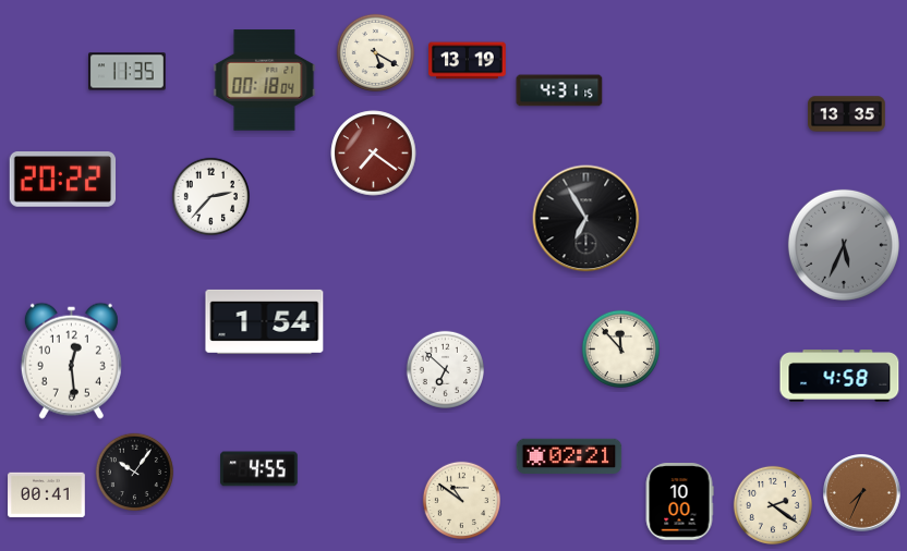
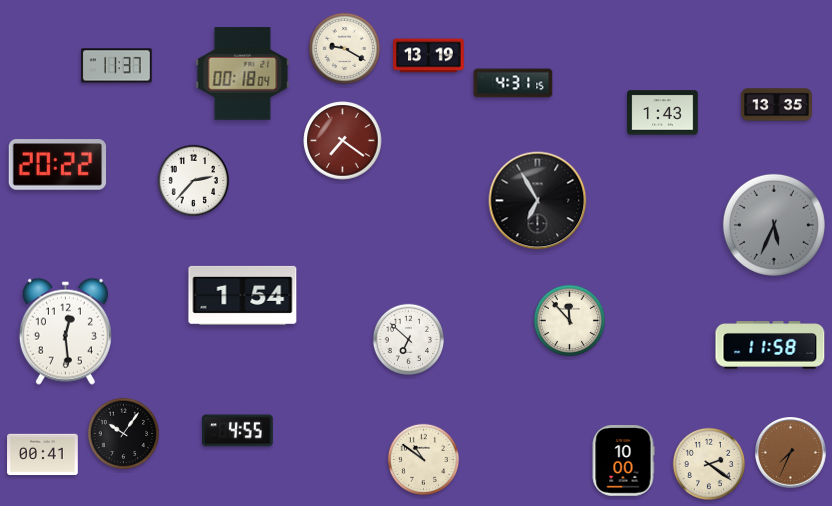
clock at (375, 52): 5:20 -> 9:20
clock at (128, 72): 11:35 -> 11:37
clock at (663, 113): none -> 1:43
clock at (839, 376): 4:58 -> 11:58
clock at (569, 455): 02:21 -> none
